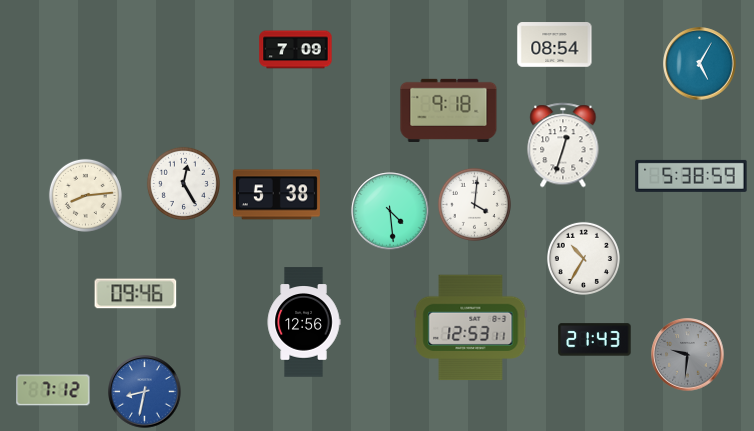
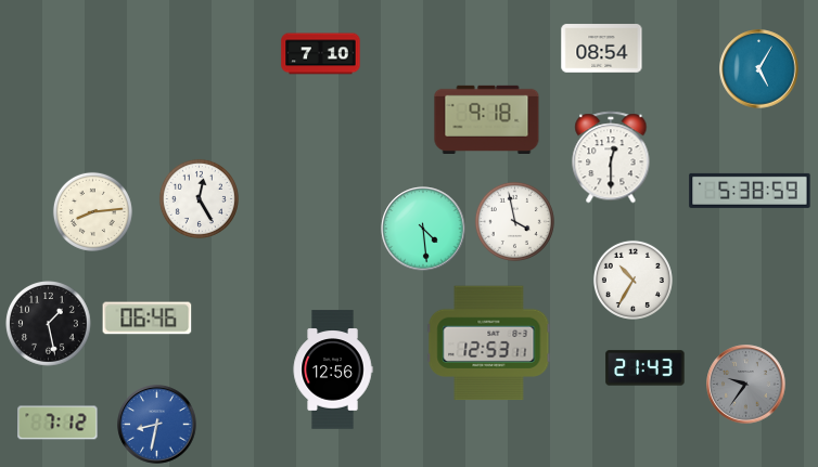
clock at (296, 50): 7:09 -> 7:10
clock at (563, 145): 12:33 -> 12:30
clock at (276, 195): 5:38 -> none
clock at (474, 204): 4:01 -> 3:58
clock at (136, 294): 09:46 -> 06:46
clock at (49, 324): none -> 1:28
clock at (304, 322) position: (304, 322) -> (333, 369)
clock at (471, 328) position: (471, 328) -> (489, 343)
clock at (688, 355): 9:31 -> 9:36
